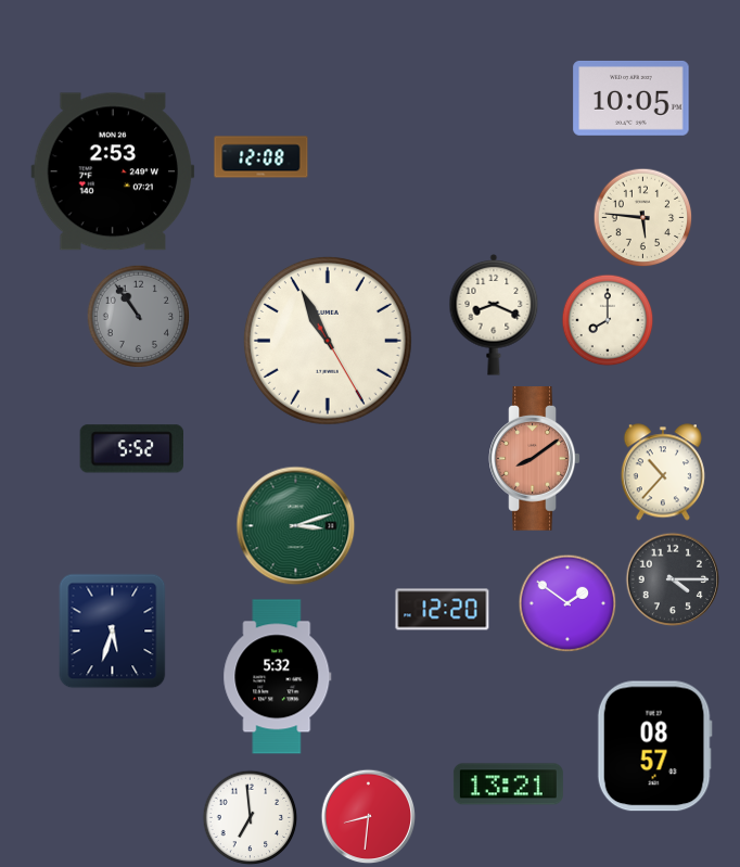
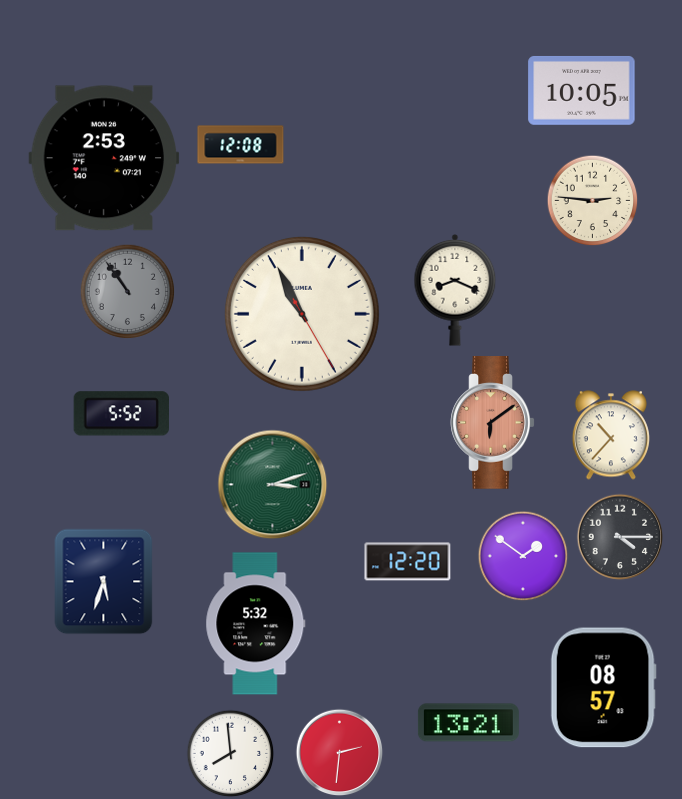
clock at (643, 218): 5:46 -> 2:46
clock at (608, 320): 8:00 -> none
clock at (535, 459): 8:09 -> 6:09
clock at (673, 579) position: (673, 579) -> (620, 537)
clock at (369, 817): 8:31 -> 2:31
clock at (251, 818): 6:59 -> 7:59
